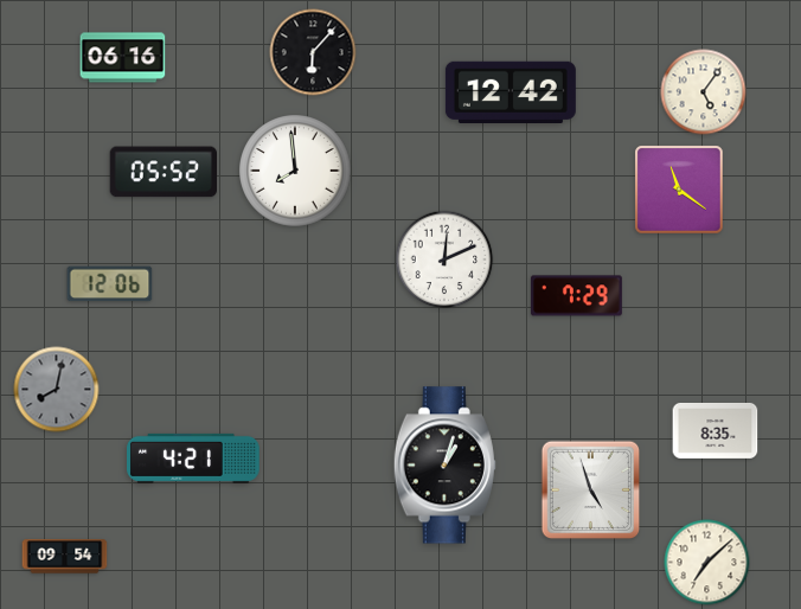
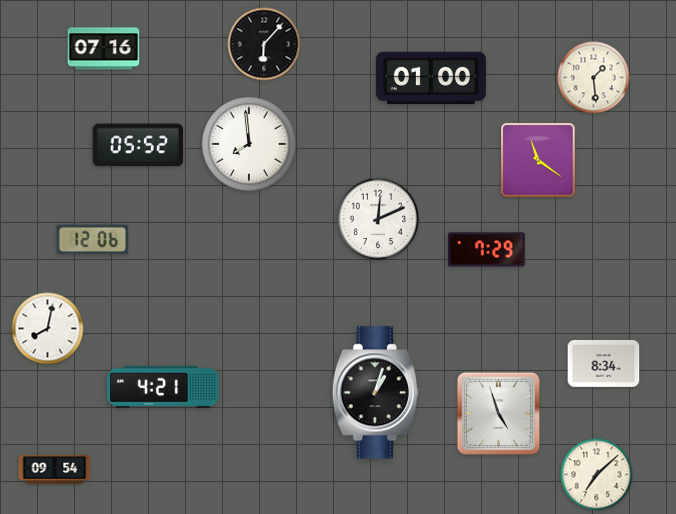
clock at (123, 58): 06:16 -> 07:16
clock at (511, 91): 12:42 -> 01:00
clock at (704, 92): 5:06 -> 1:29
clock at (679, 190) position: (679, 190) -> (538, 160)
clock at (444, 259) position: (444, 259) -> (378, 219)
clock at (57, 390) dial: grey -> white
clock at (716, 430): 8:35 -> 8:34
